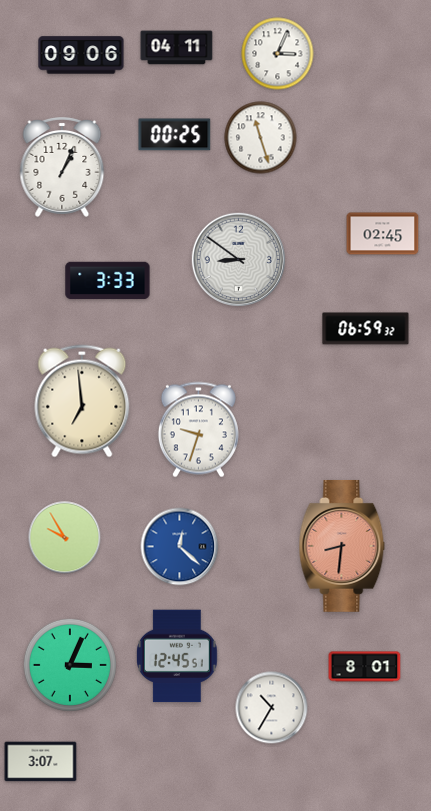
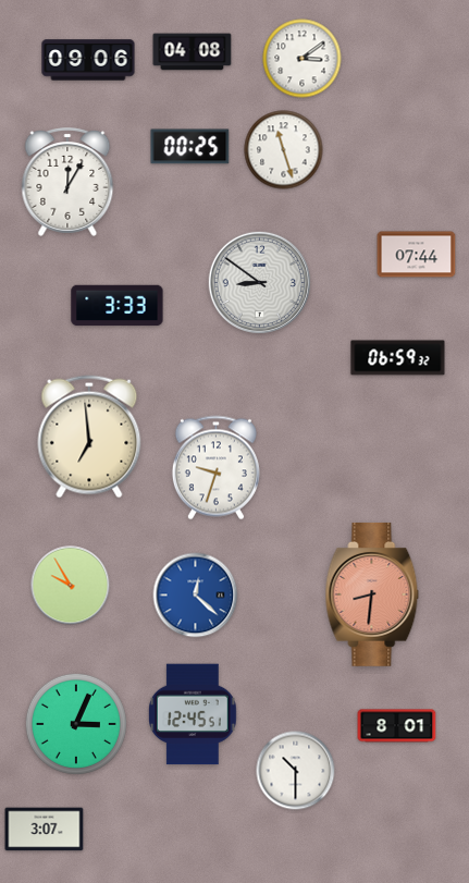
clock at (177, 48): 04:11 -> 04:08
clock at (278, 54): 3:04 -> 3:09
clock at (62, 168): 1:04 -> 12:05
clock at (383, 234): 02:45 -> 07:44
clock at (272, 708): 10:35 -> 10:30
